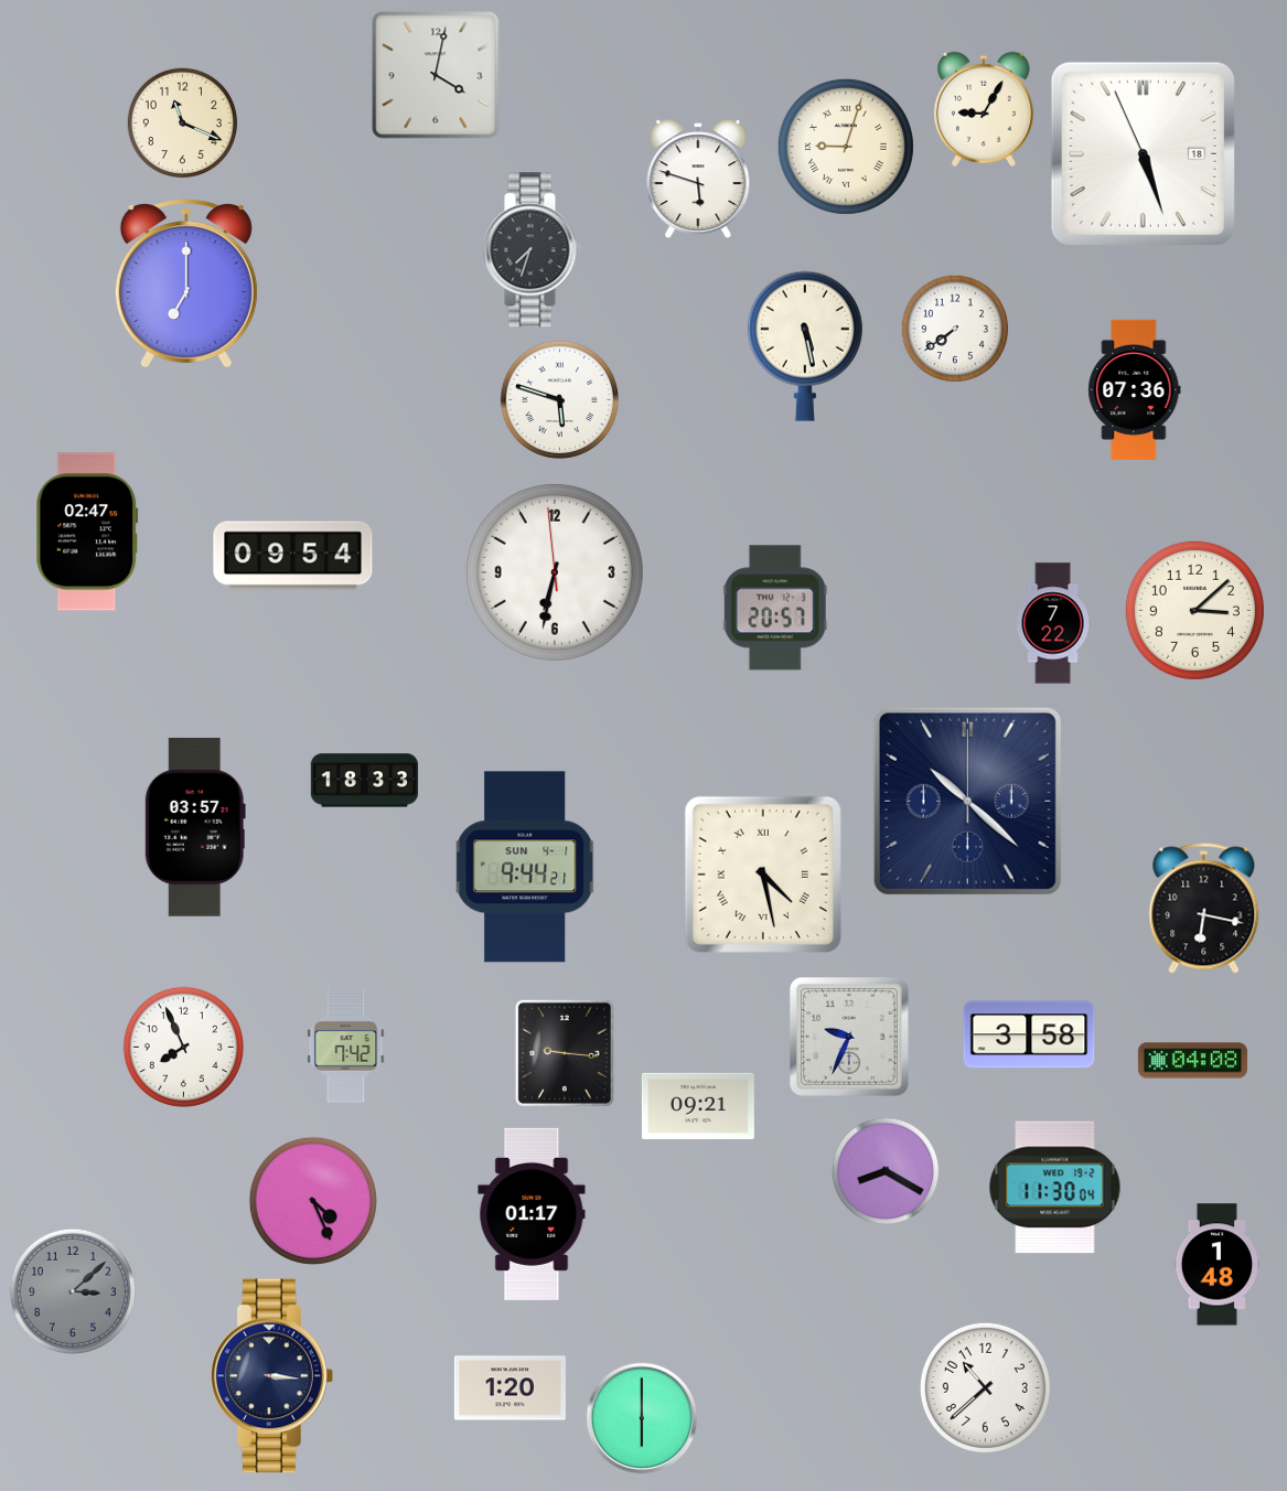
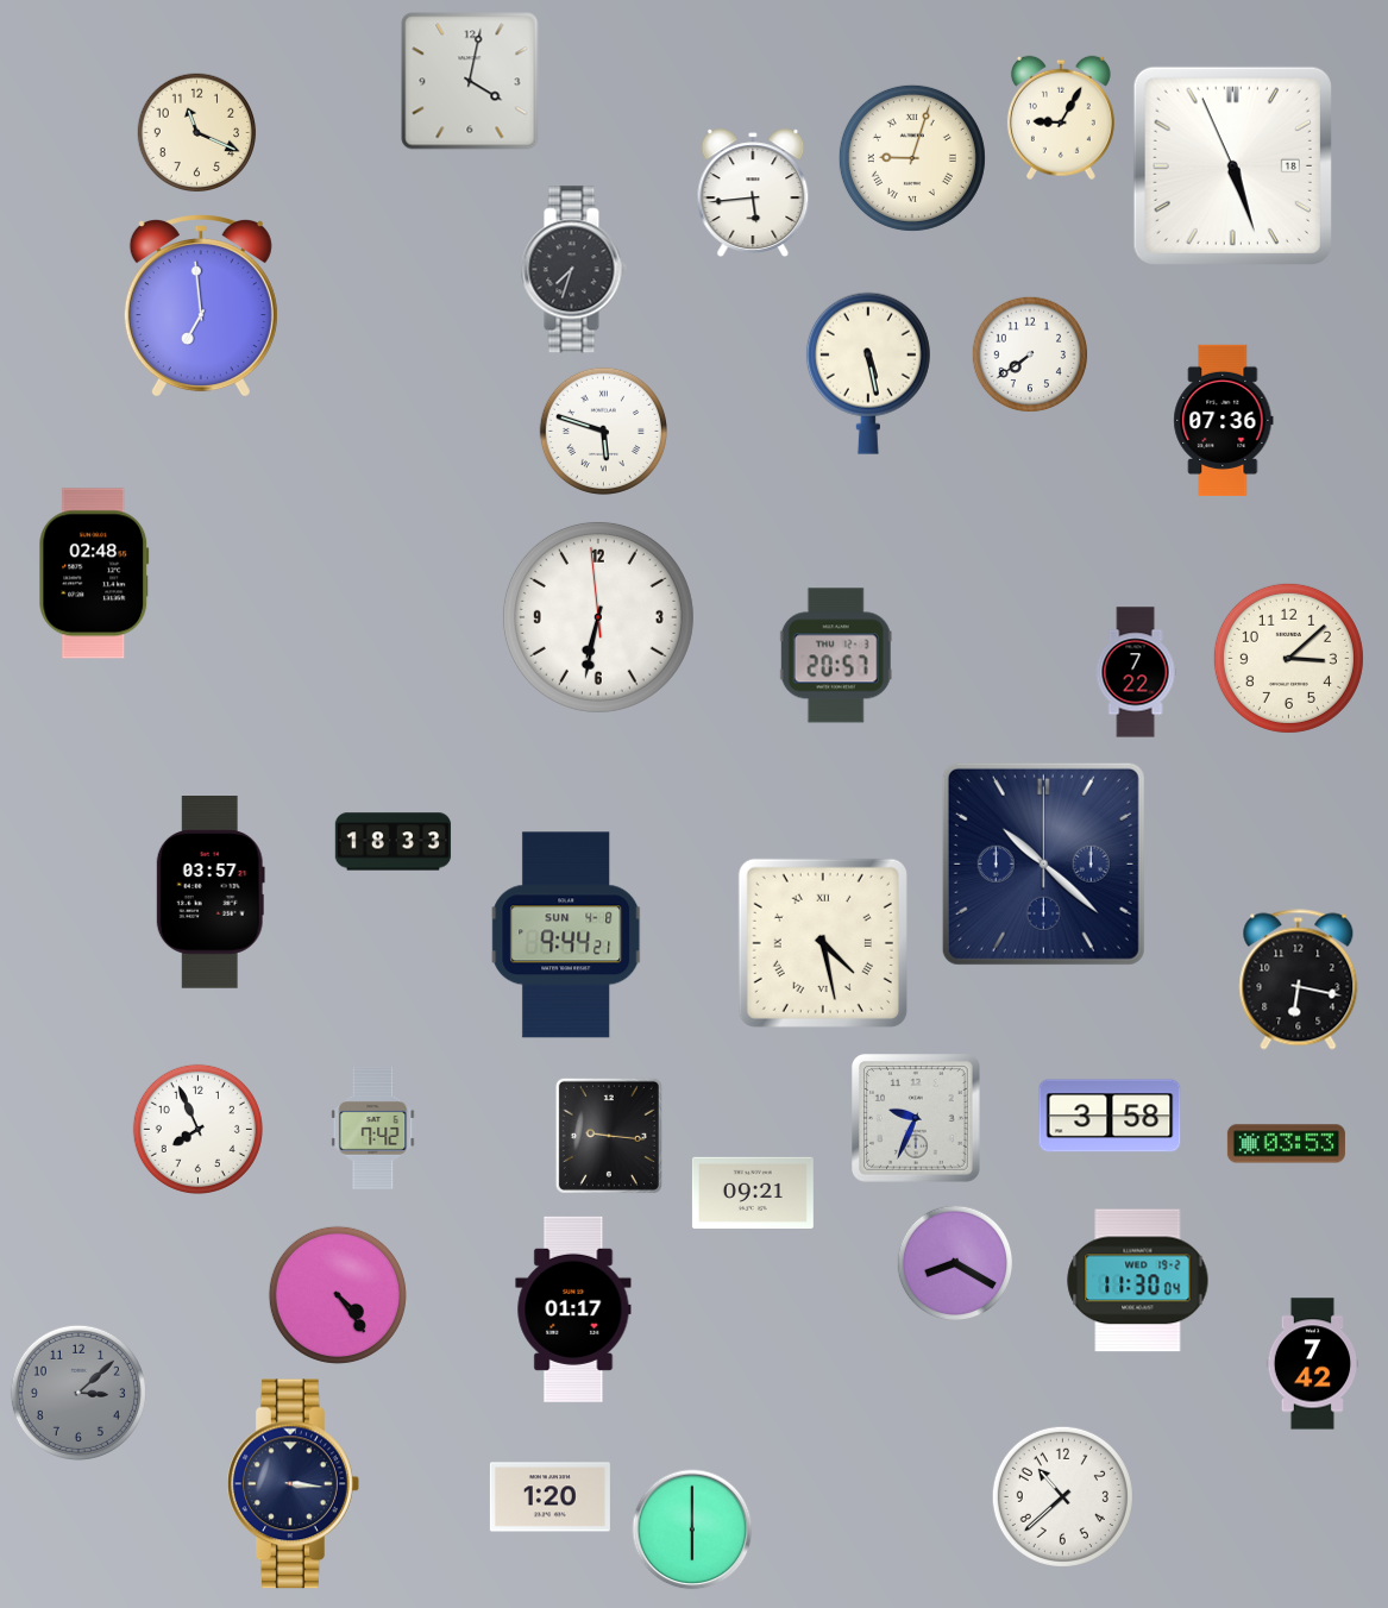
clock at (698, 178): 5:48 -> 5:44
clock at (186, 285): 7:00 -> 6:59
clock at (87, 532): 02:47 -> 02:48
clock at (293, 556): 09:54 -> none
clock at (525, 867) date: SUN 4-1 -> SUN 4-8
clock at (1192, 1061): 04:08 -> 03:53
clock at (313, 1201): 4:26 -> 4:24
clock at (1216, 1265): 1:48 -> 7:42
